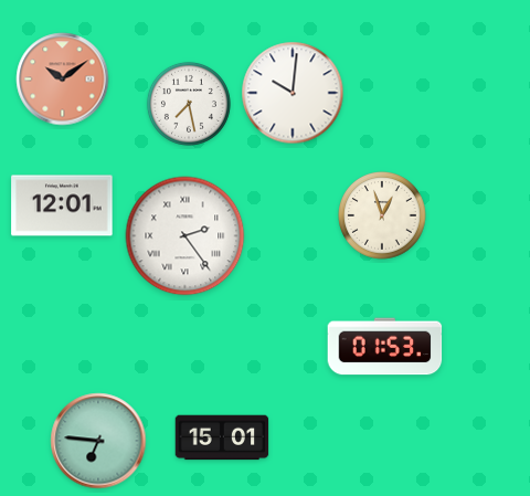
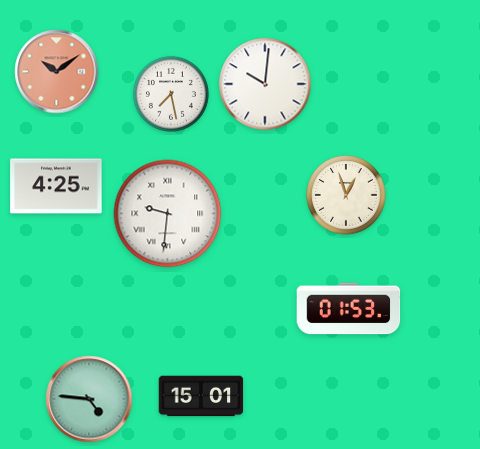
clock at (62, 205): 12:01 -> 4:25
clock at (185, 236): 2:24 -> 9:31
clock at (385, 347) position: (385, 347) -> (349, 309)
clock at (98, 441): 6:46 -> 4:46
